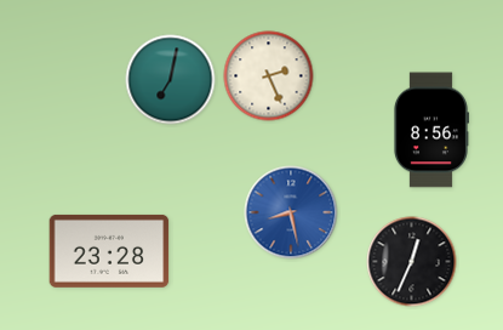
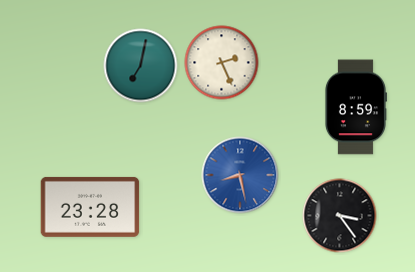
clock at (430, 130): 8:56 -> 8:59
clock at (412, 262): 12:34 -> 3:24
